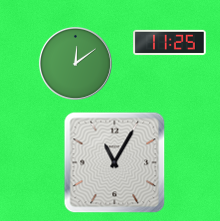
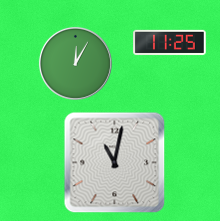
clock at (75, 63): 12:09 -> 12:05
clock at (115, 163): 11:05 -> 11:02
